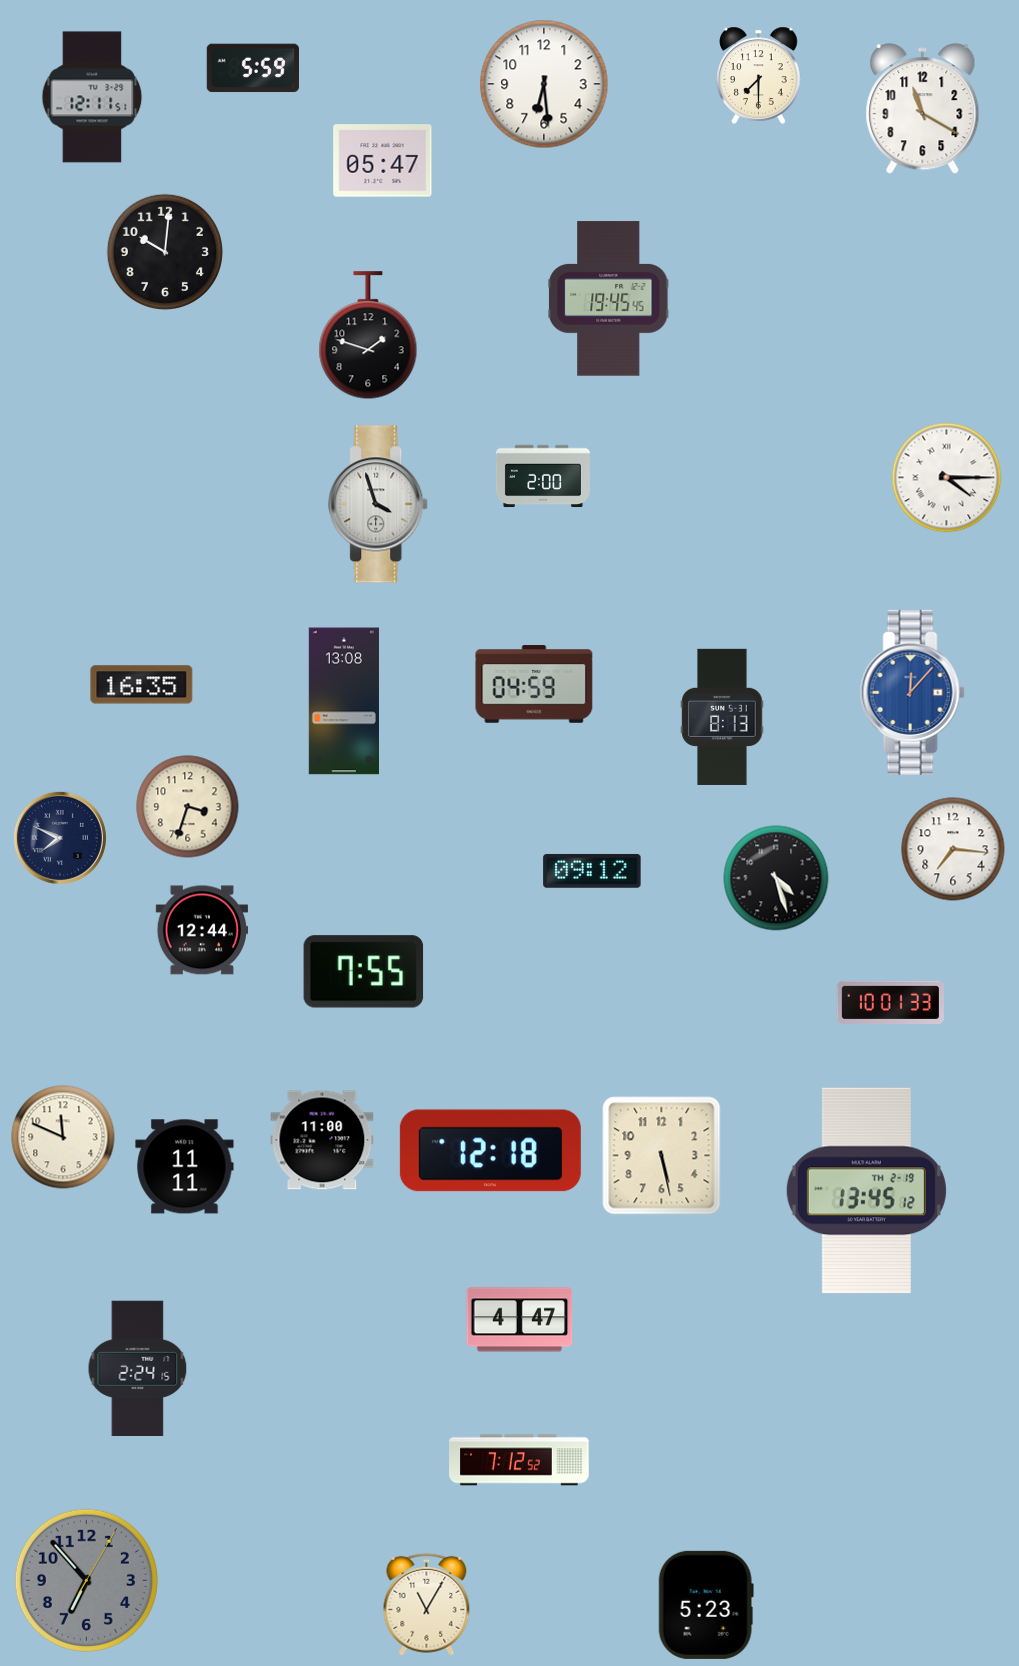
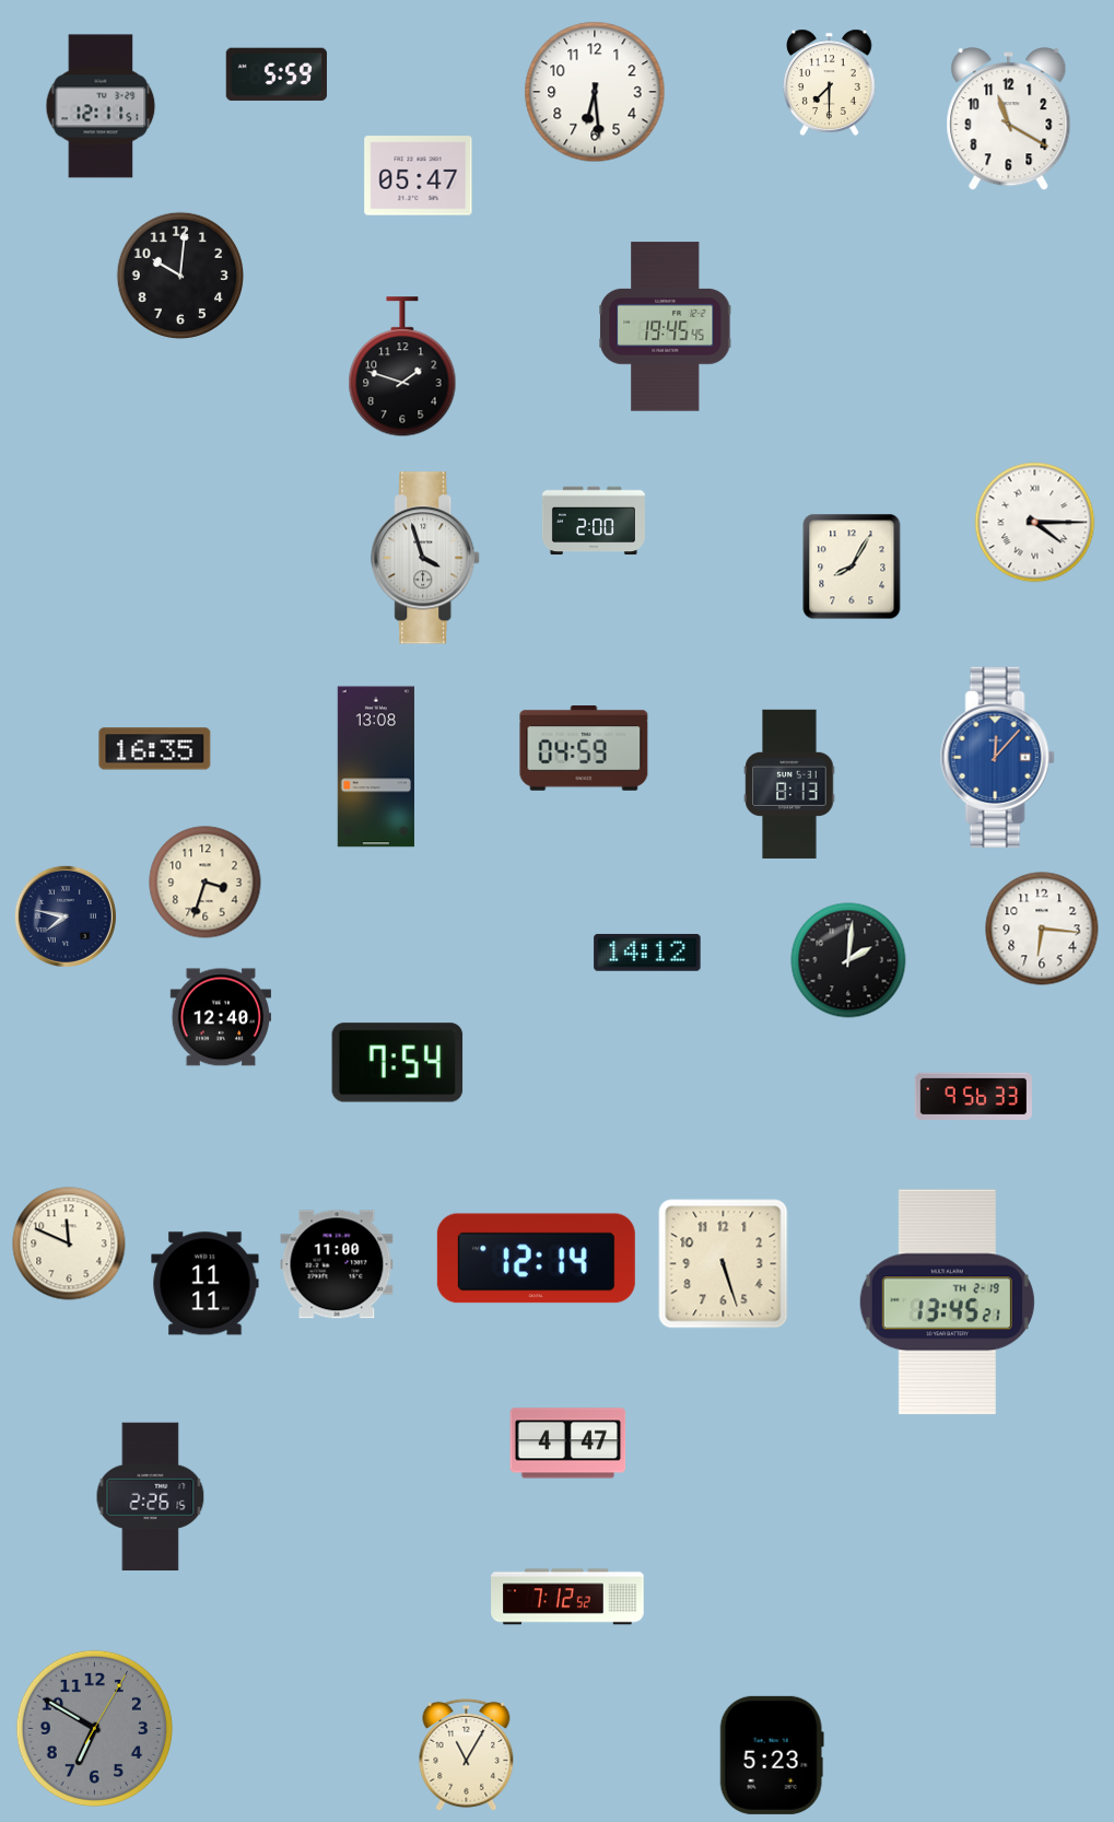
clock at (379, 504) position: (379, 504) -> (426, 558)
clock at (852, 567): none -> 8:05
clock at (60, 838): 7:49 -> 7:47
clock at (953, 849): 7:16 -> 6:16
clock at (592, 871): 09:12 -> 14:12
clock at (776, 878): 4:27 -> 2:01
clock at (201, 930): 12:44 -> 12:40
clock at (364, 972): 7:55 -> 7:54
clock at (890, 1002): 10:01 -> 9:56
clock at (322, 1140) position: (322, 1140) -> (337, 1264)
clock at (490, 1151): 12:18 -> 12:14
clock at (662, 1156): 5:28 -> 5:27
clock at (185, 1167) position: (185, 1167) -> (206, 1284)
clock at (866, 1191): 13:45:12 -> 13:45:21
clock at (138, 1368): 2:24 -> 2:26
clock at (86, 1580): 6:53 -> 6:50
